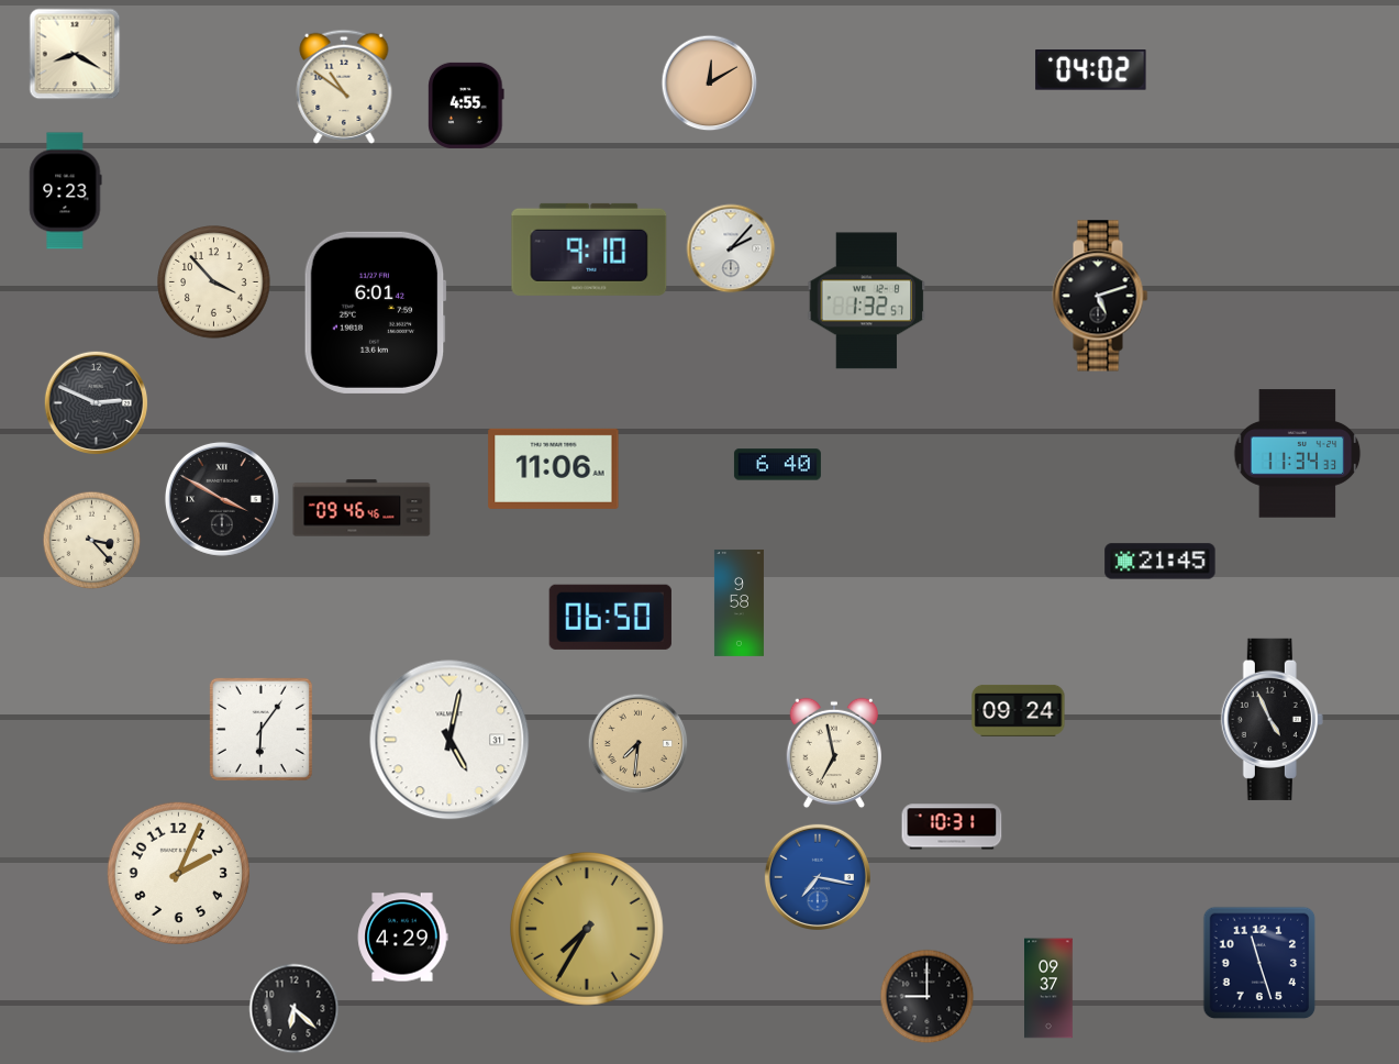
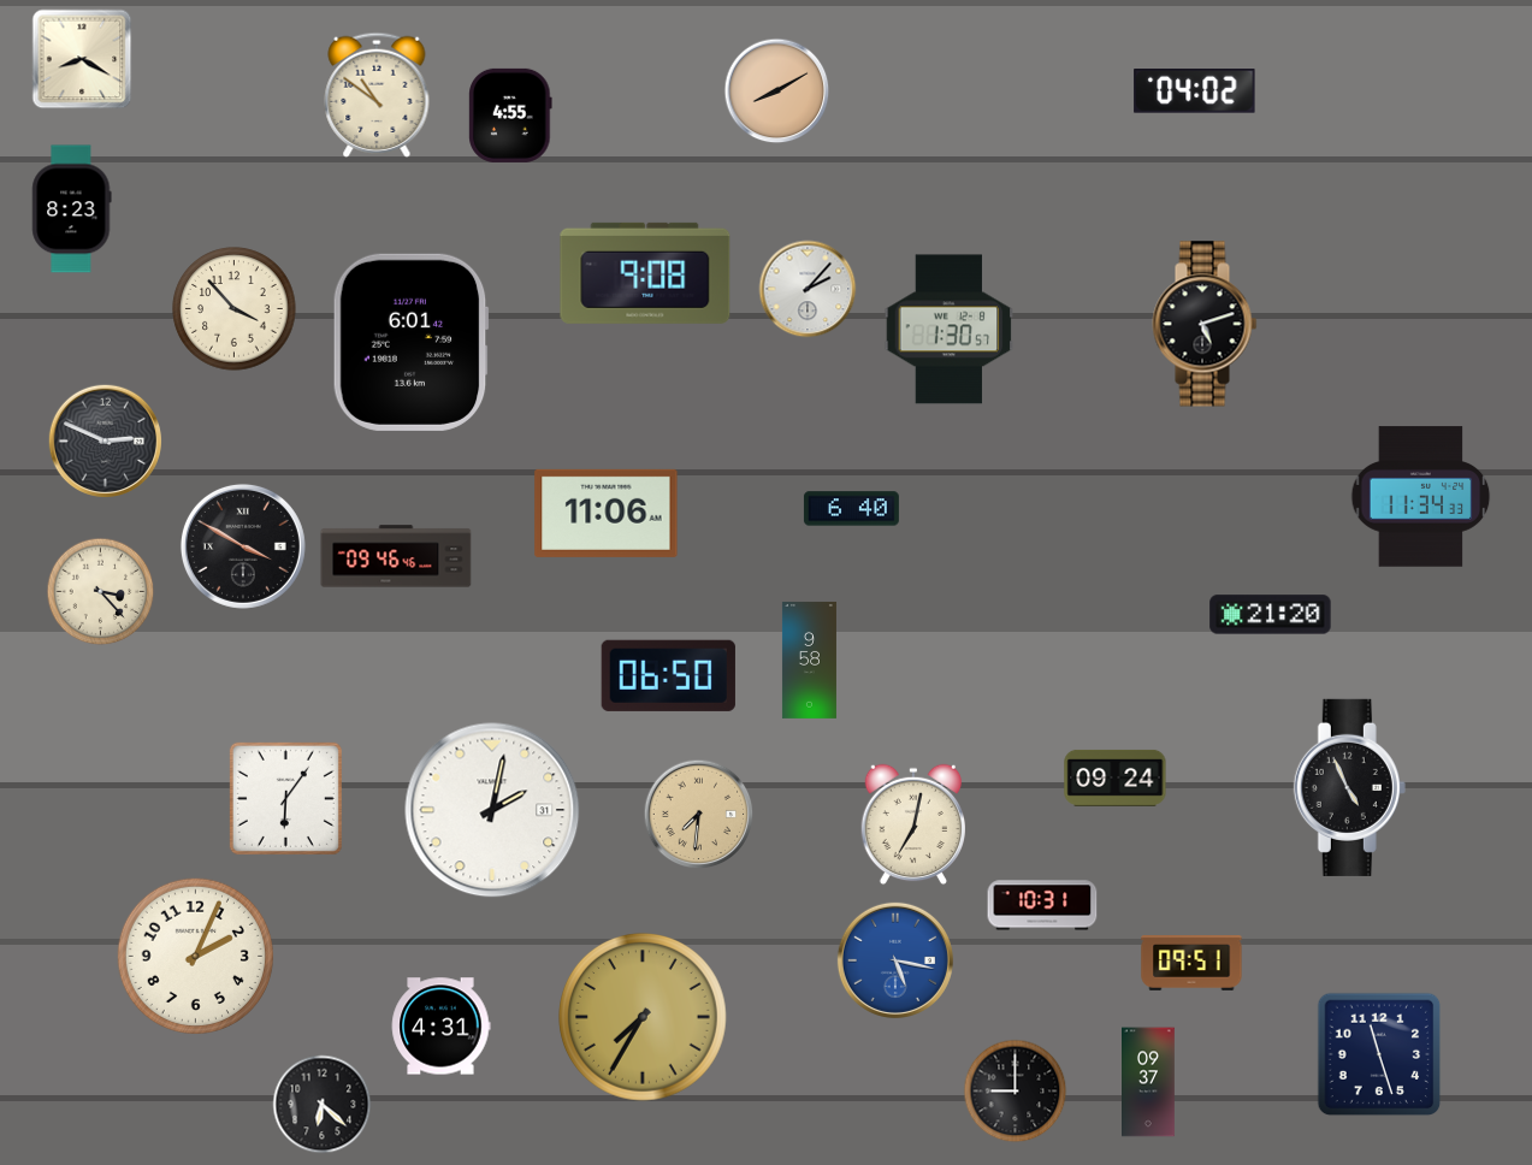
clock at (1091, 70) position: (1091, 70) -> (1195, 91)
clock at (710, 84): 12:10 -> 8:10
clock at (66, 191): 9:23 -> 8:23
clock at (731, 248) position: (731, 248) -> (808, 289)
clock at (589, 250): 9:10 -> 9:08
clock at (867, 301): 1:32 -> 1:30
clock at (1161, 562): 21:45 -> 21:20
clock at (1272, 719) position: (1272, 719) -> (1349, 787)
clock at (449, 740): 5:02 -> 2:02
clock at (833, 753): 6:58 -> 7:02
clock at (818, 877): 7:17 -> 5:17
clock at (1191, 964): none -> 09:51
clock at (402, 938): 4:29 -> 4:31
